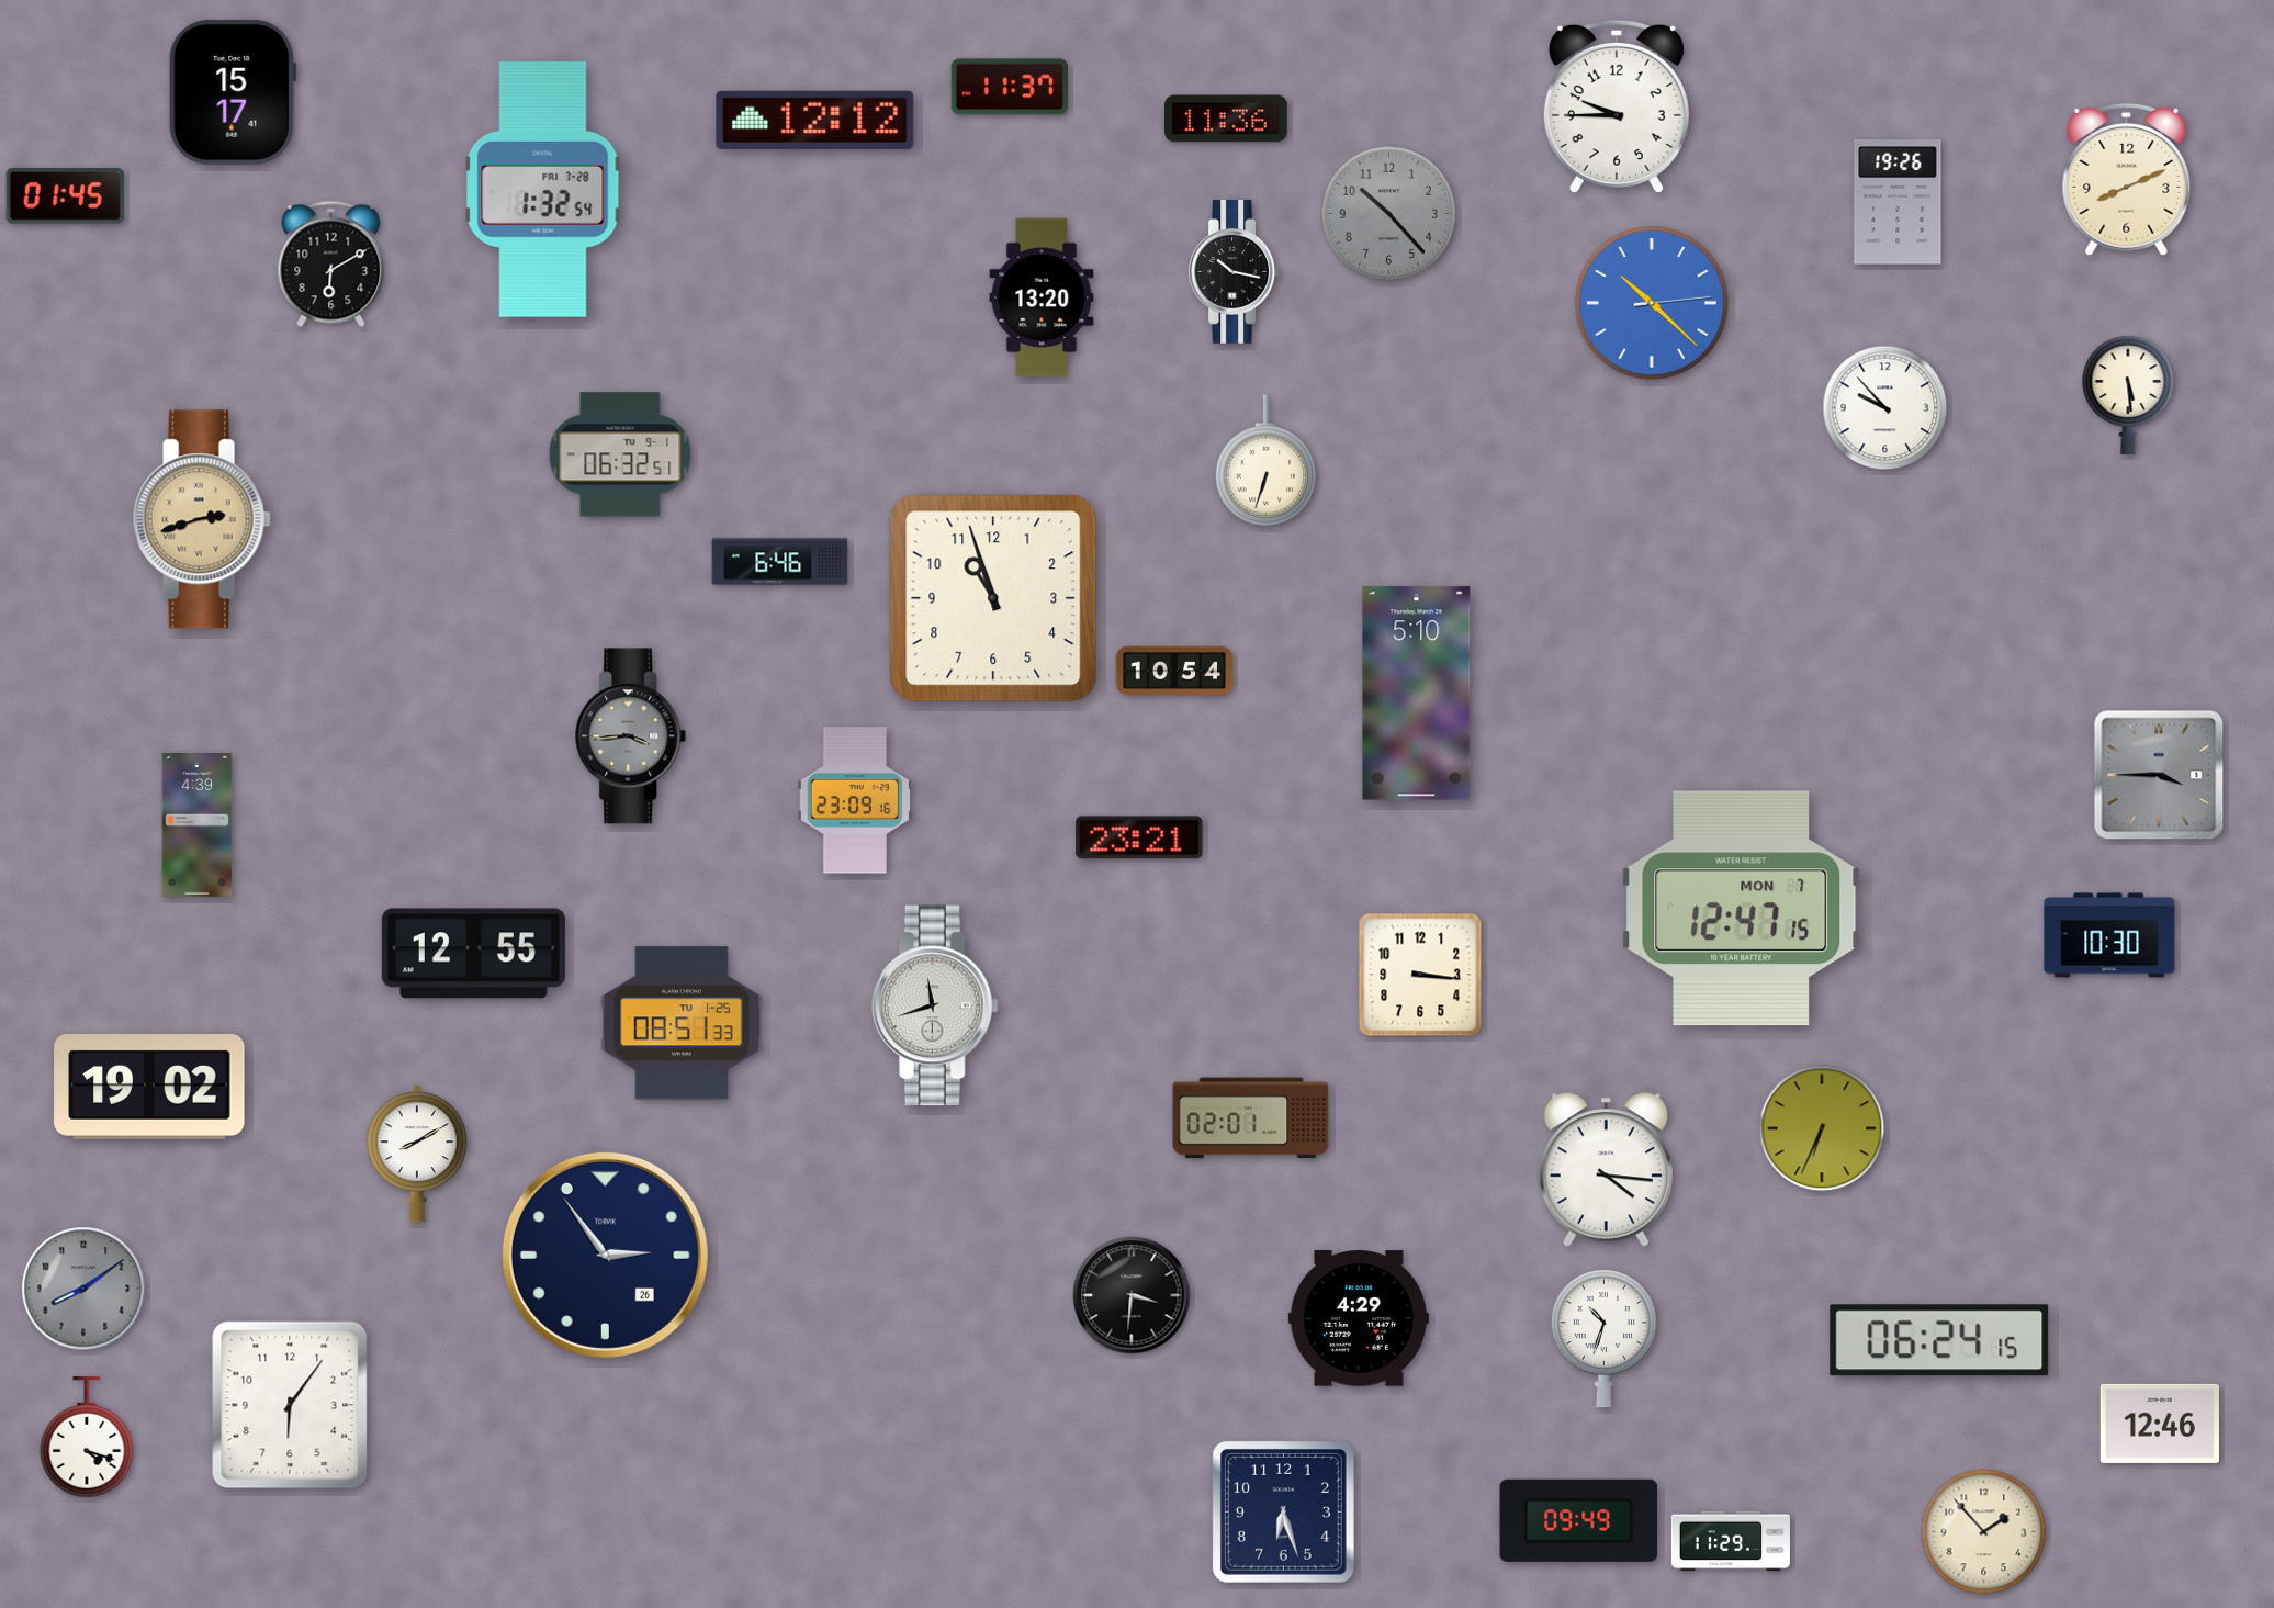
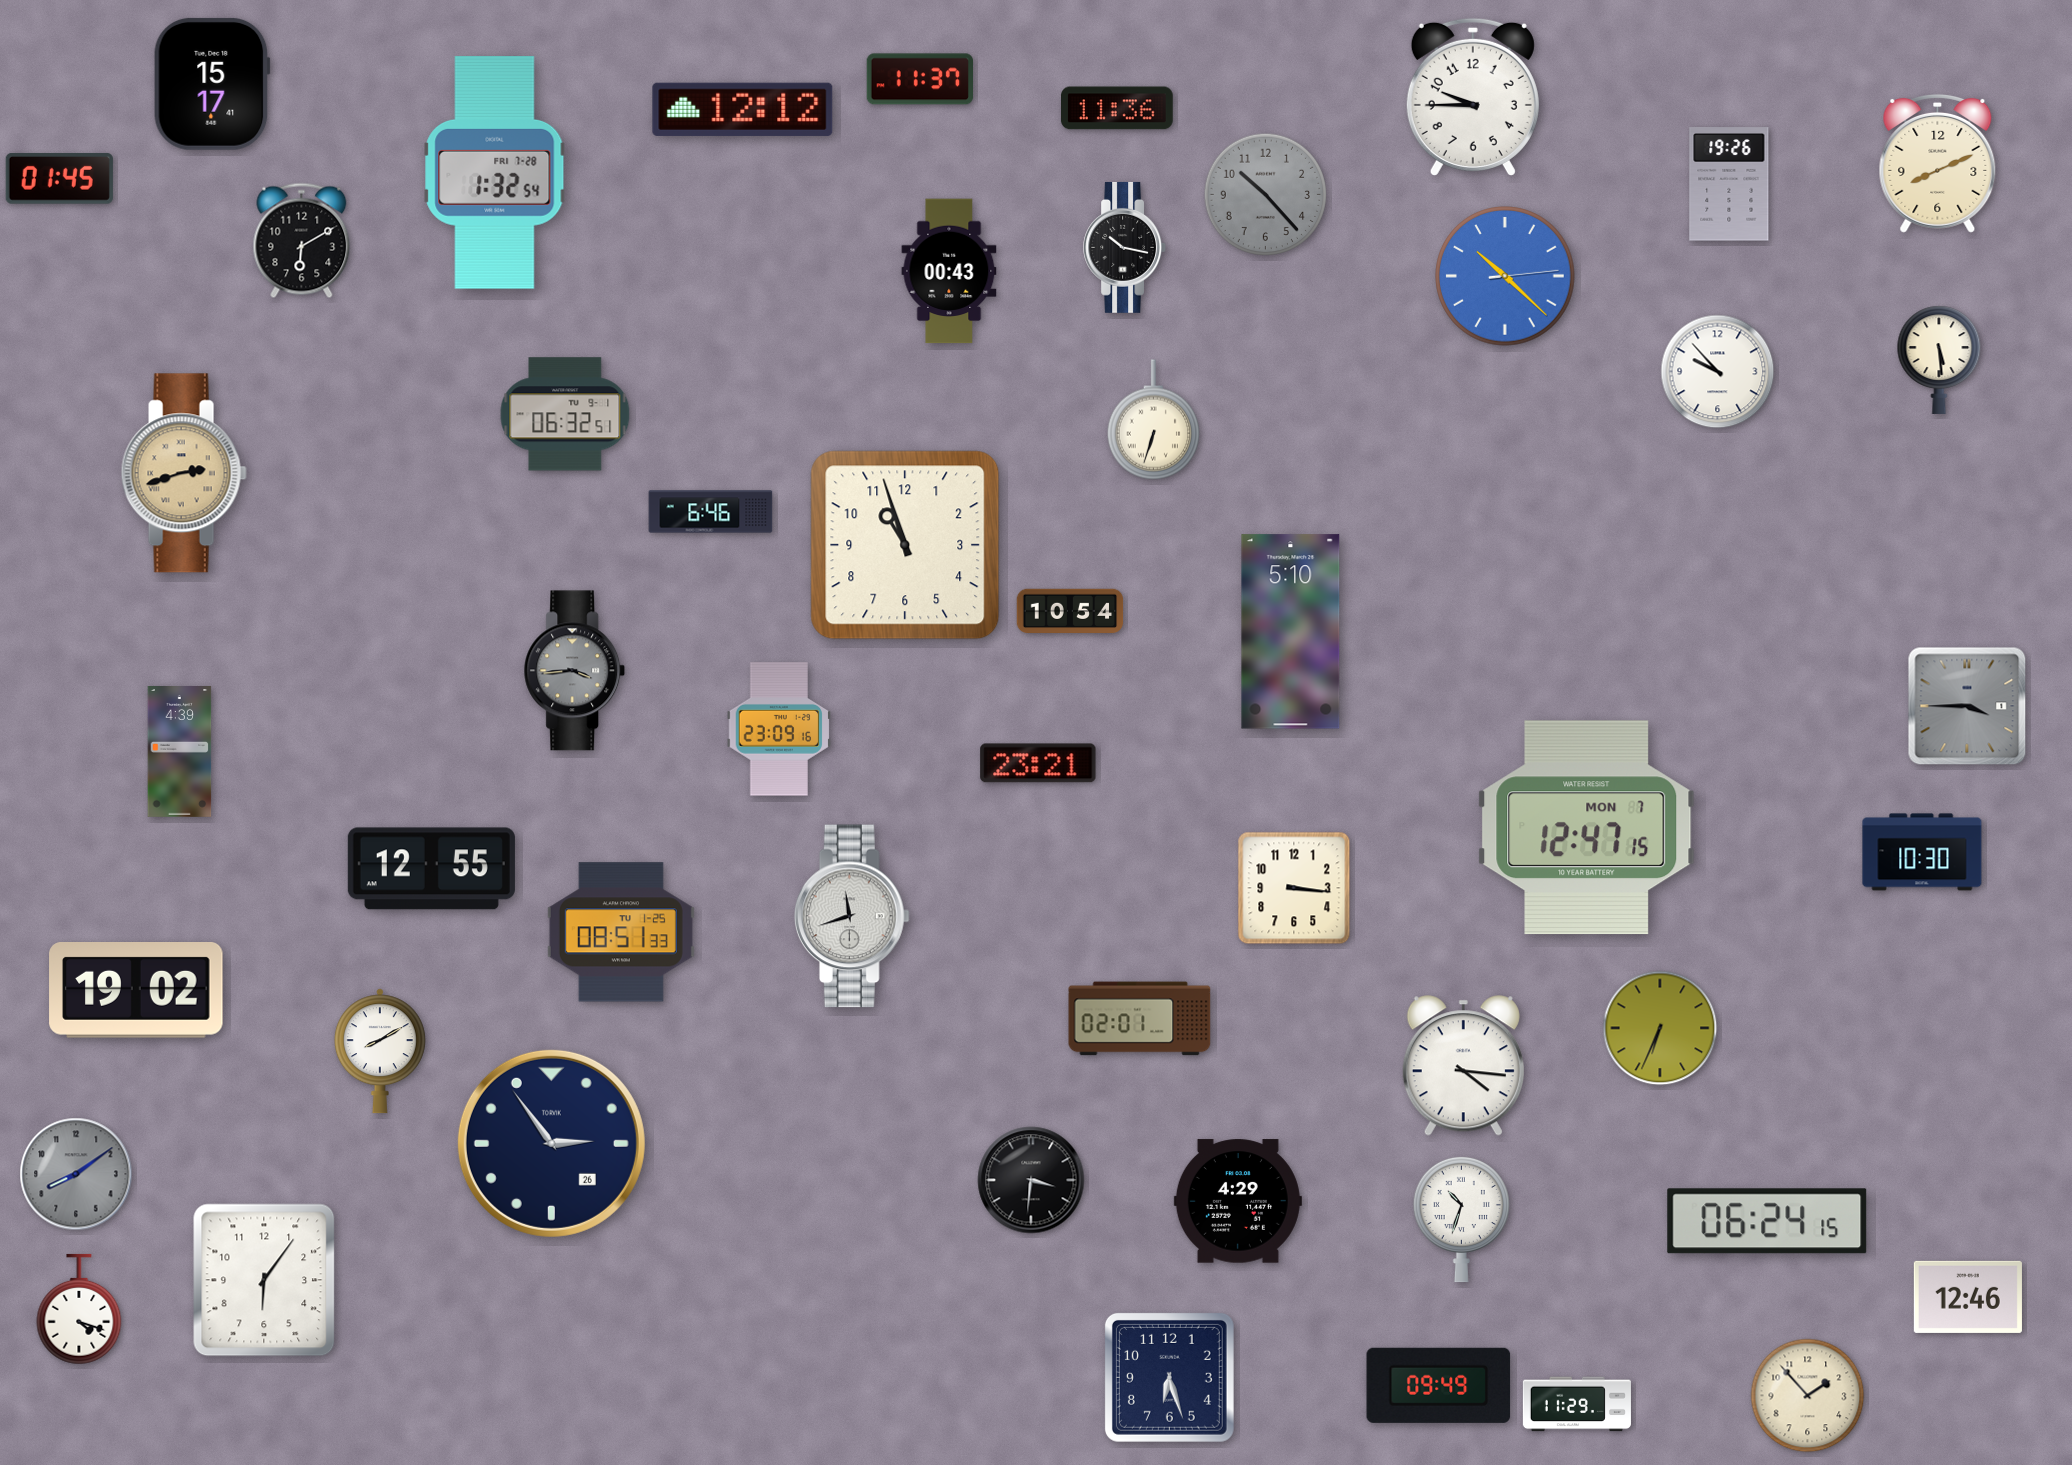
clock at (1042, 297): 13:20 -> 00:43
